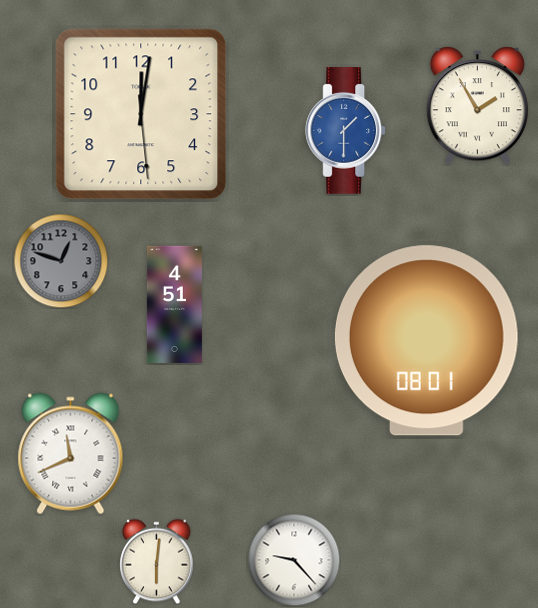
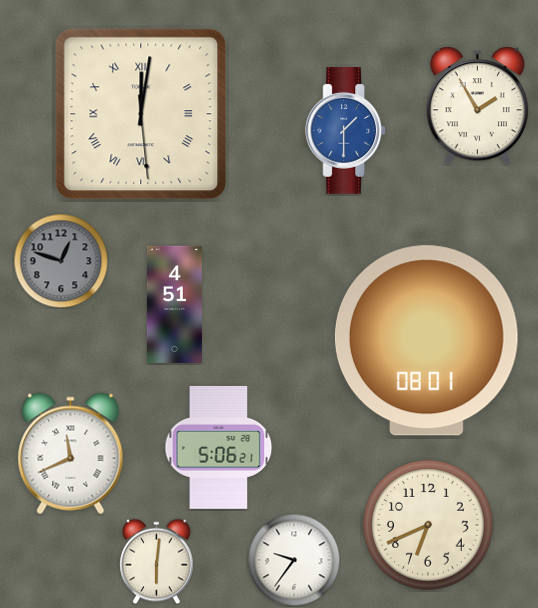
clock at (141, 114) numerals: Arabic -> Roman
clock at (219, 447): none -> 5:06
clock at (428, 525): none -> 6:41
clock at (294, 560): 9:23 -> 9:36
